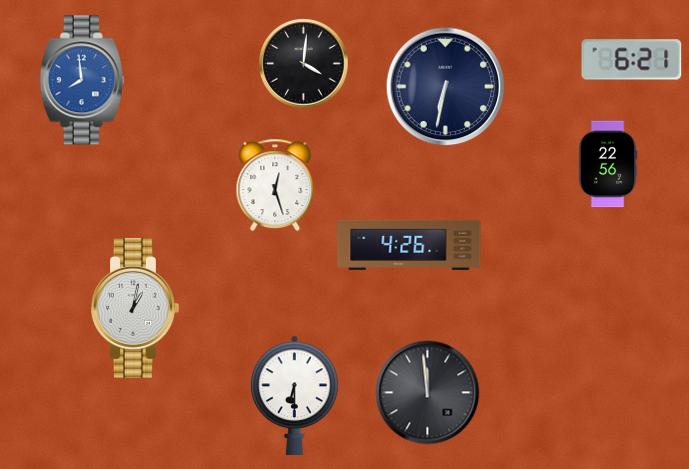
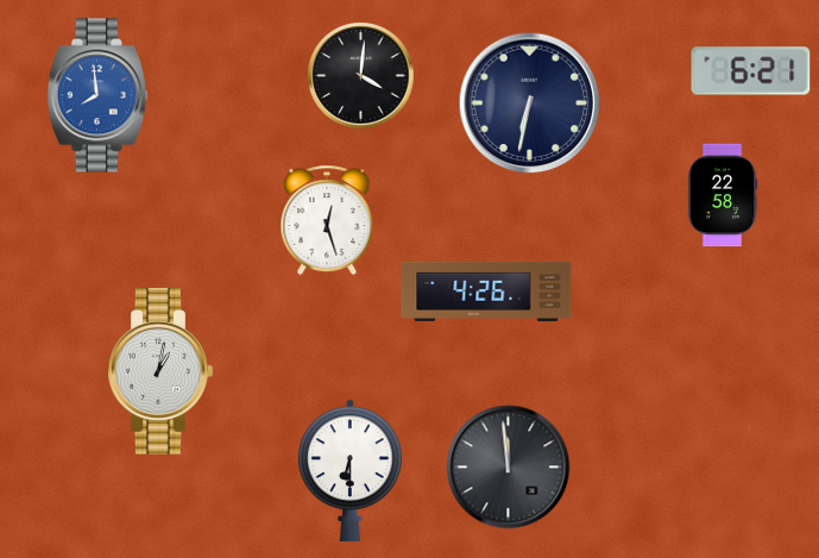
clock at (608, 164): 22:56 -> 22:58
clock at (135, 308) position: (135, 308) -> (160, 371)
